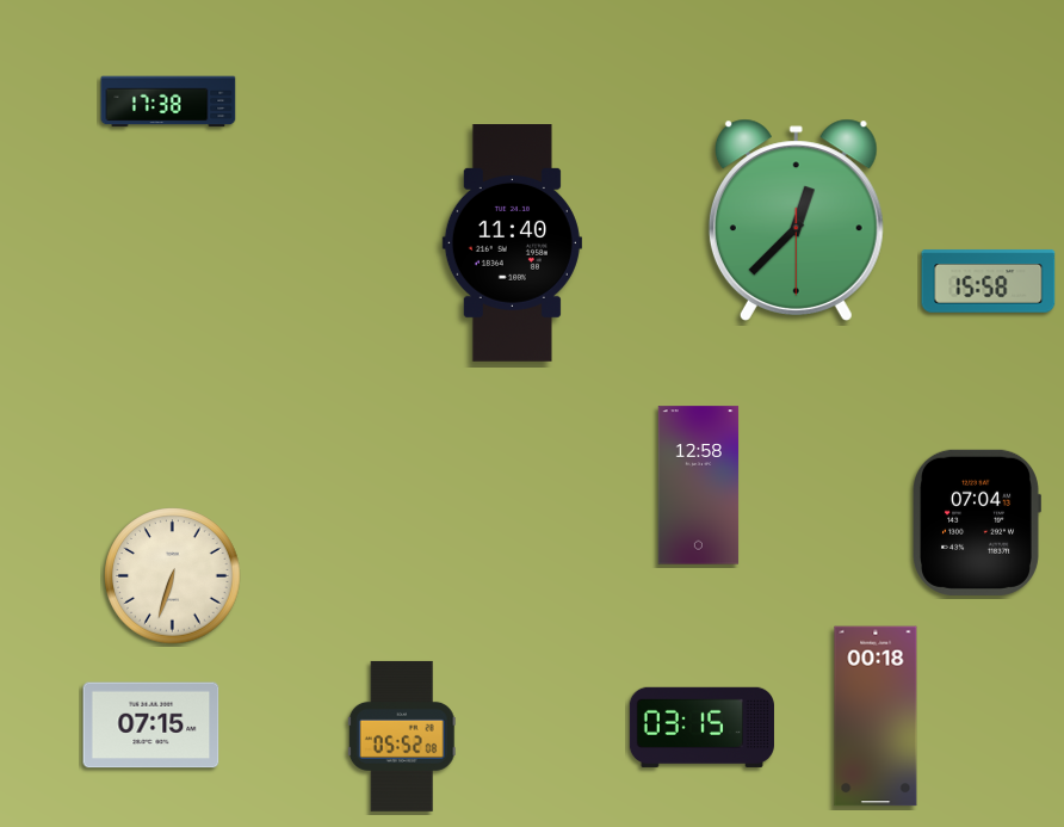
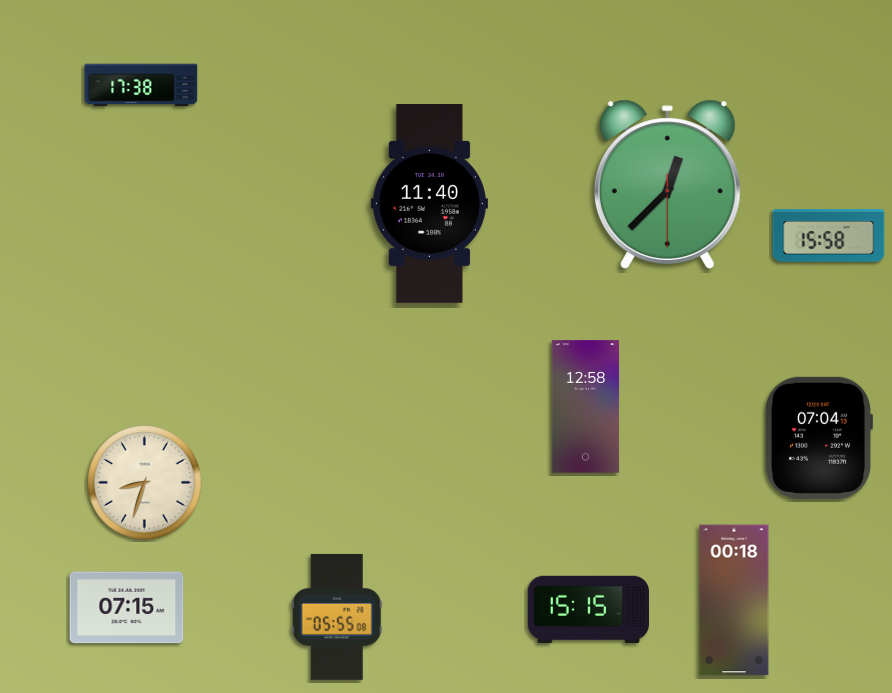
clock at (173, 576): 6:33 -> 8:33
clock at (701, 727): 03:15 -> 15:15
clock at (402, 736): 05:52 -> 05:55
